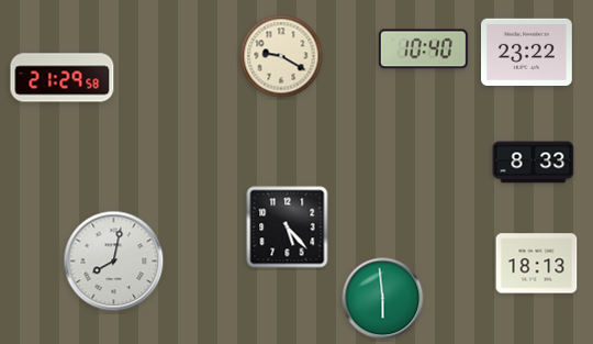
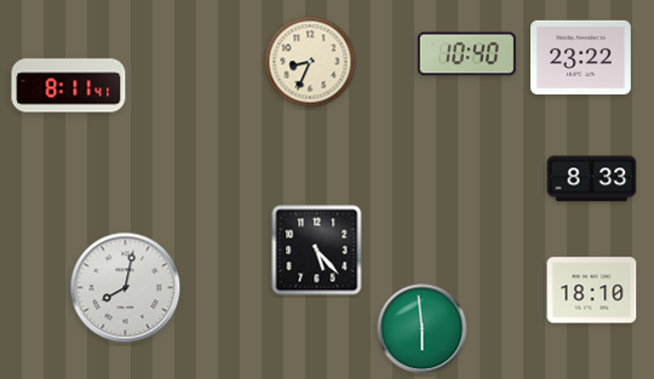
clock at (281, 56): 9:20 -> 8:34
clock at (63, 78): 21:29 -> 8:11
clock at (534, 163) position: (534, 163) -> (592, 179)
clock at (537, 264): 18:13 -> 18:10
